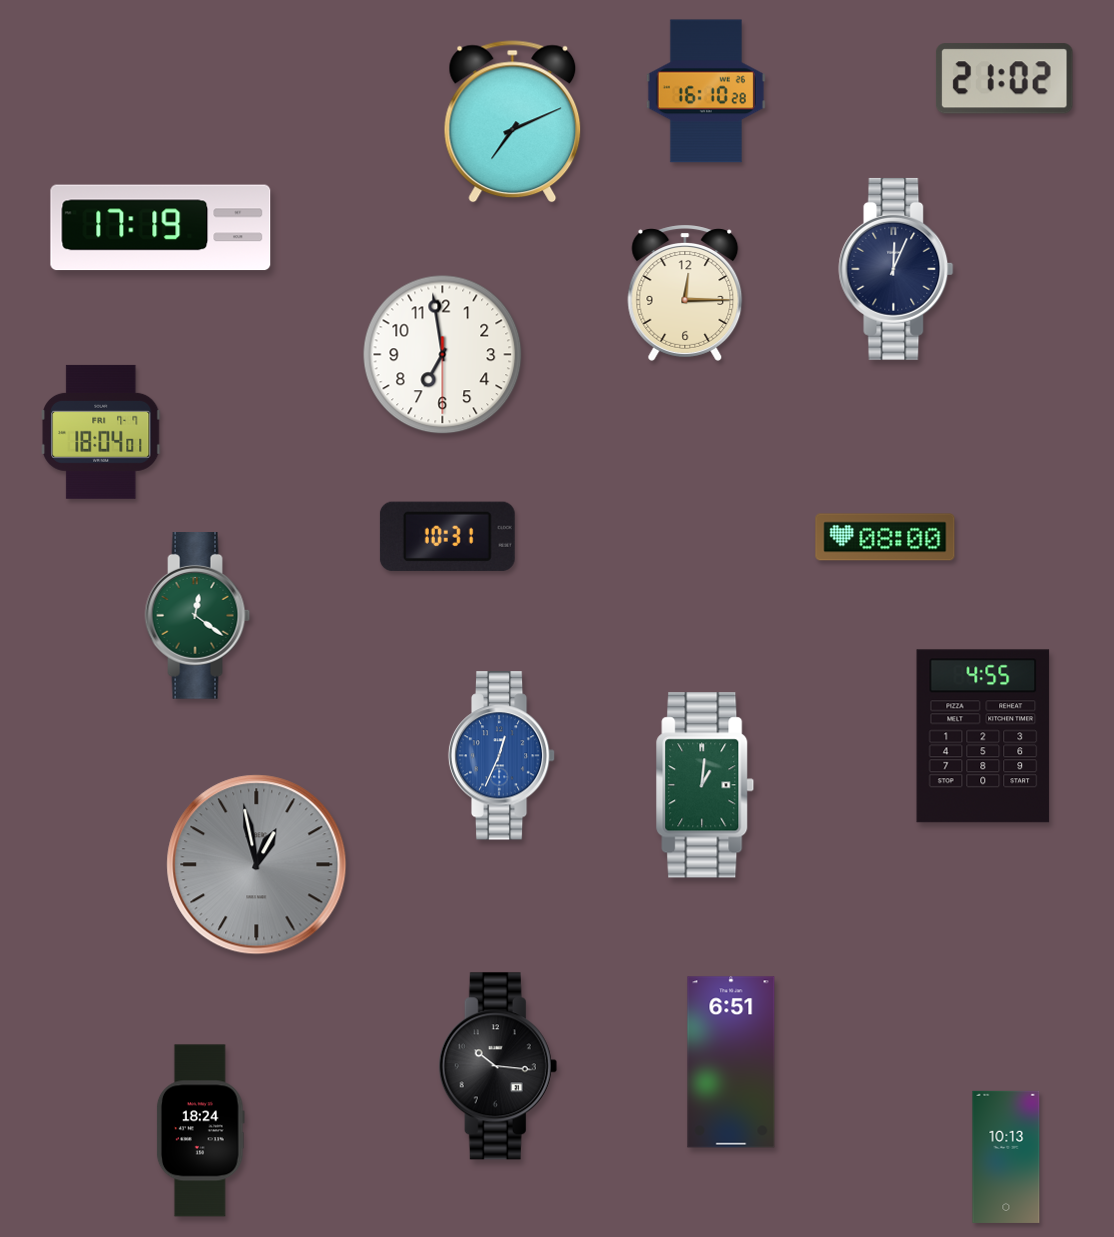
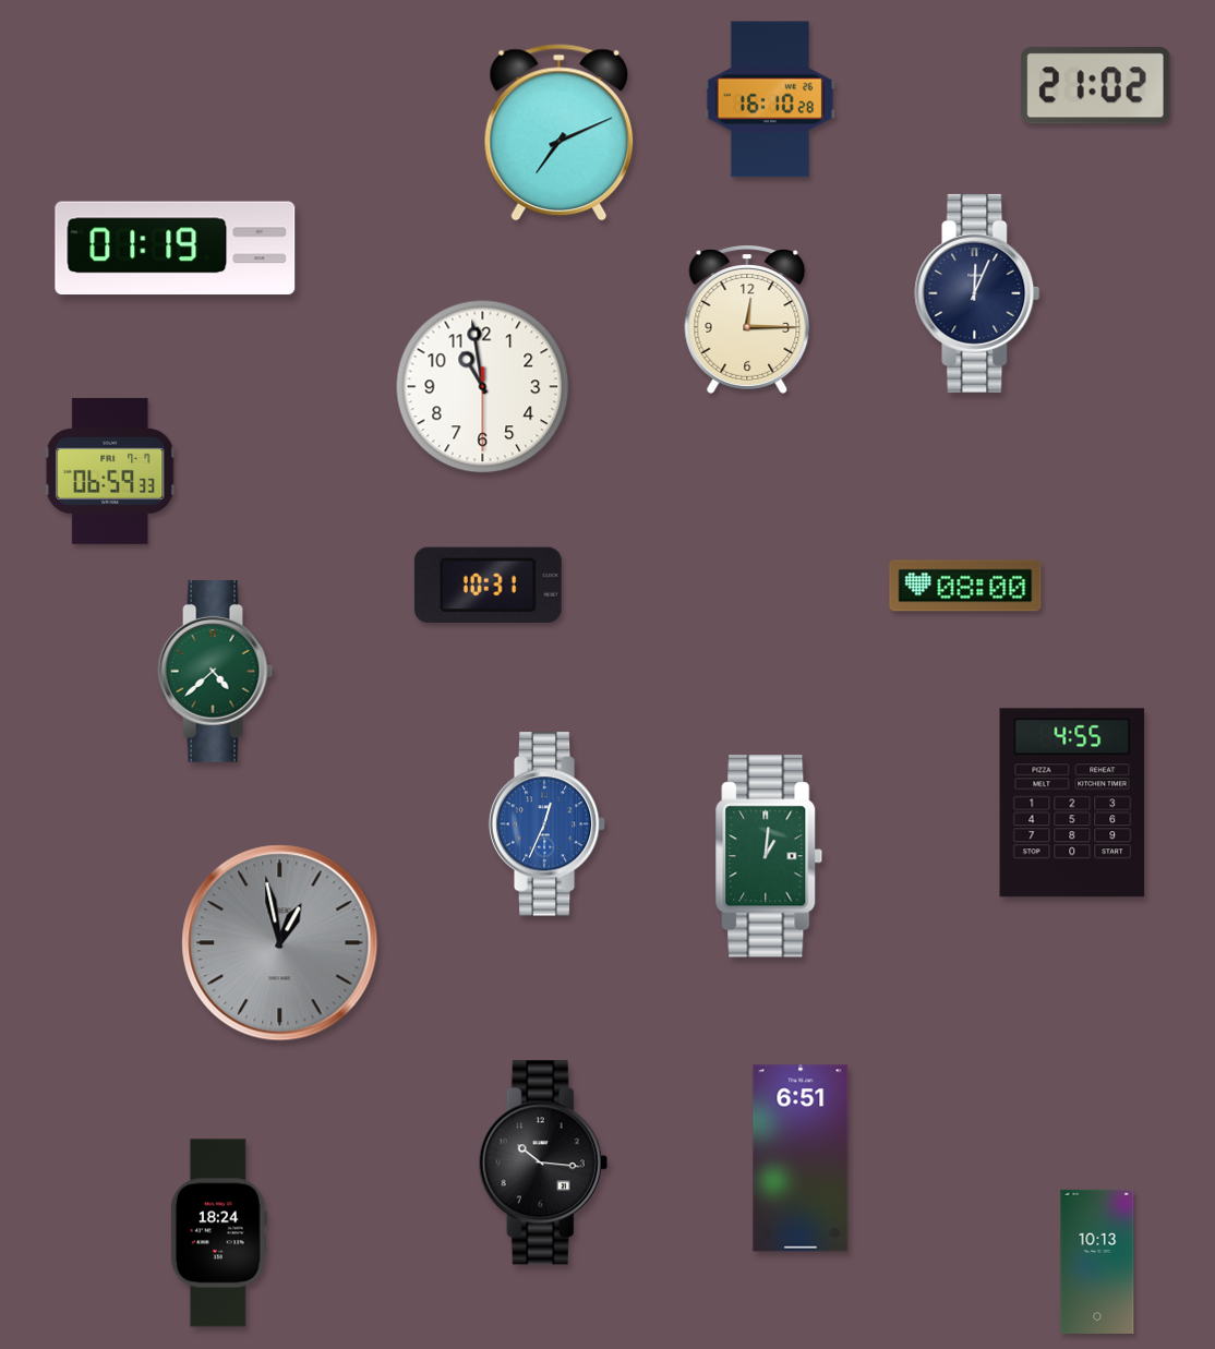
clock at (161, 228): 17:19 -> 01:19
clock at (443, 355): 6:58 -> 10:58
clock at (101, 432): 18:04 -> 06:59
clock at (198, 616): 12:21 -> 4:38
clock at (731, 1062) position: (731, 1062) -> (801, 1158)
